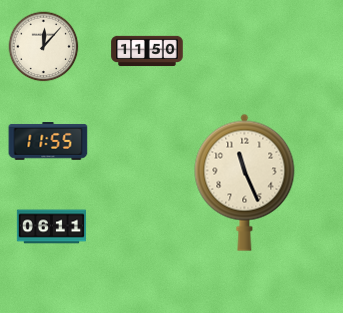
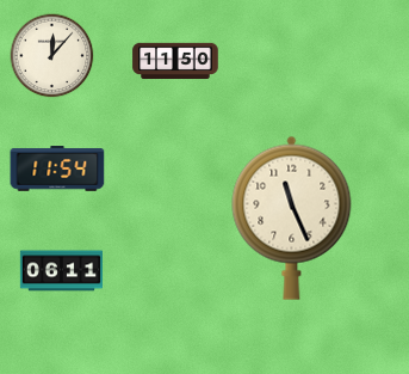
clock at (48, 142): 11:55 -> 11:54
